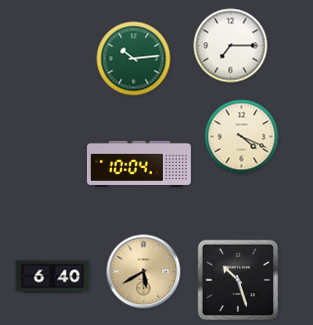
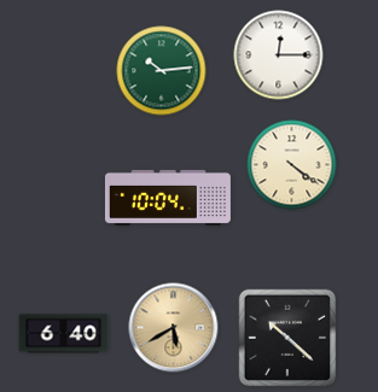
clock at (231, 46): 7:15 -> 12:15
clock at (242, 137): 4:19 -> 4:21
clock at (238, 280): 10:27 -> 10:22
